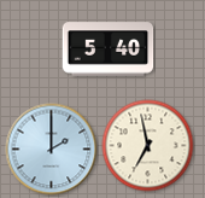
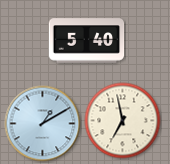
clock at (109, 49) position: (109, 49) -> (87, 41)
clock at (52, 150): 2:00 -> 1:10
